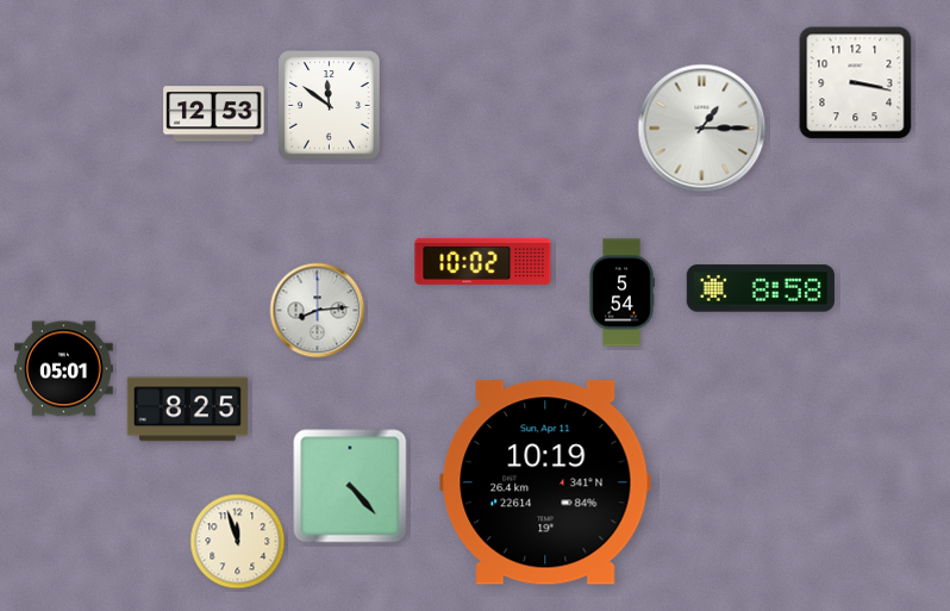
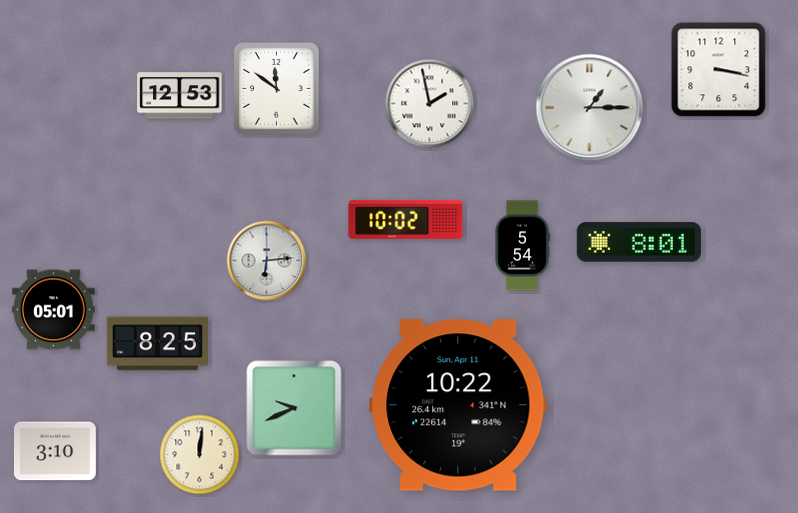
clock at (430, 104): none -> 1:58
clock at (761, 288): 8:58 -> 8:01
clock at (318, 311): 8:14 -> 6:14
clock at (545, 482): 10:19 -> 10:22
clock at (350, 486): 4:23 -> 9:41
clock at (55, 451): none -> 3:10
clock at (238, 542): 11:57 -> 12:01
